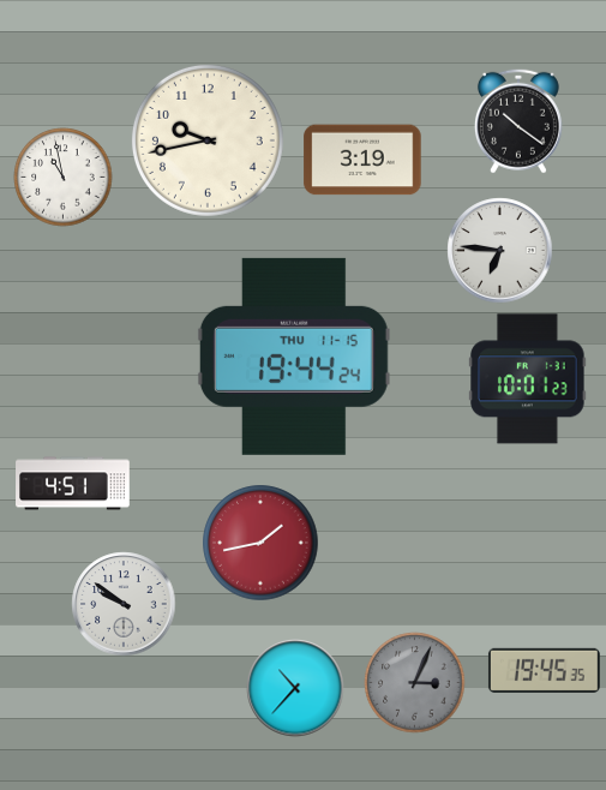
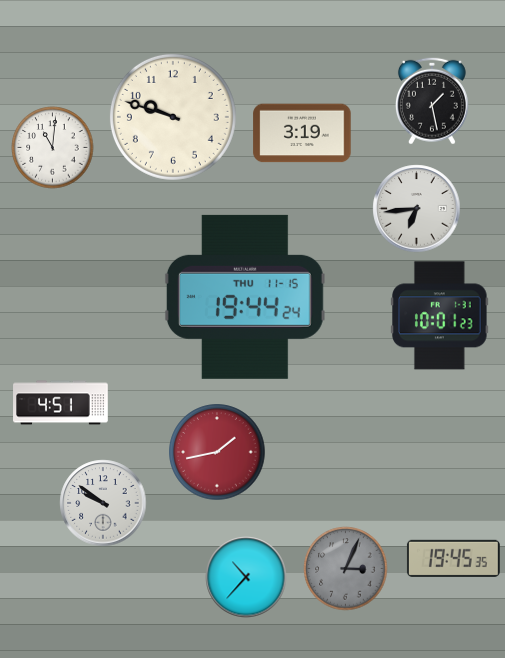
clock at (518, 121): 10:21 -> 1:28
clock at (208, 140): 9:43 -> 9:48
clock at (64, 178): 10:58 -> 11:01
clock at (500, 251): 6:46 -> 6:44
clock at (295, 688) position: (295, 688) -> (246, 577)
